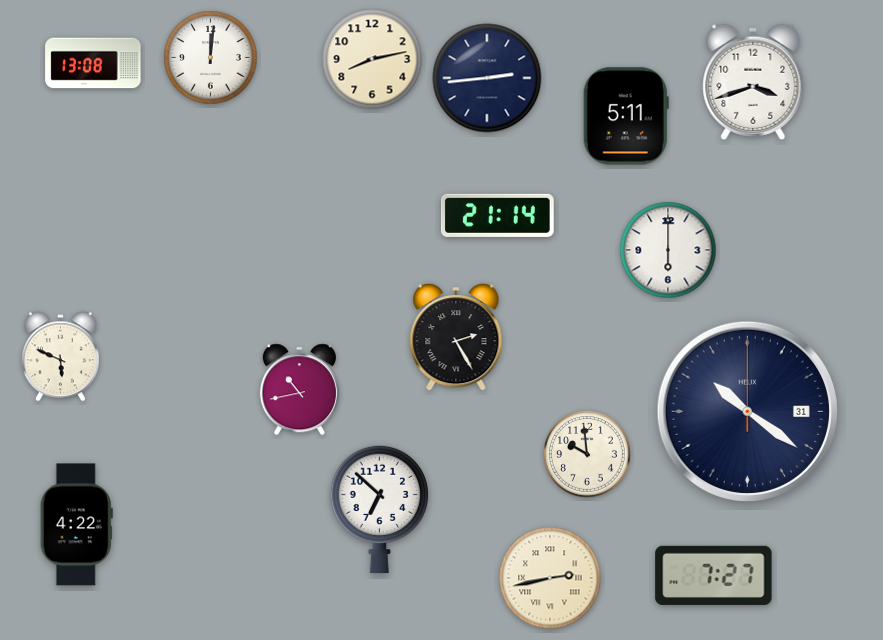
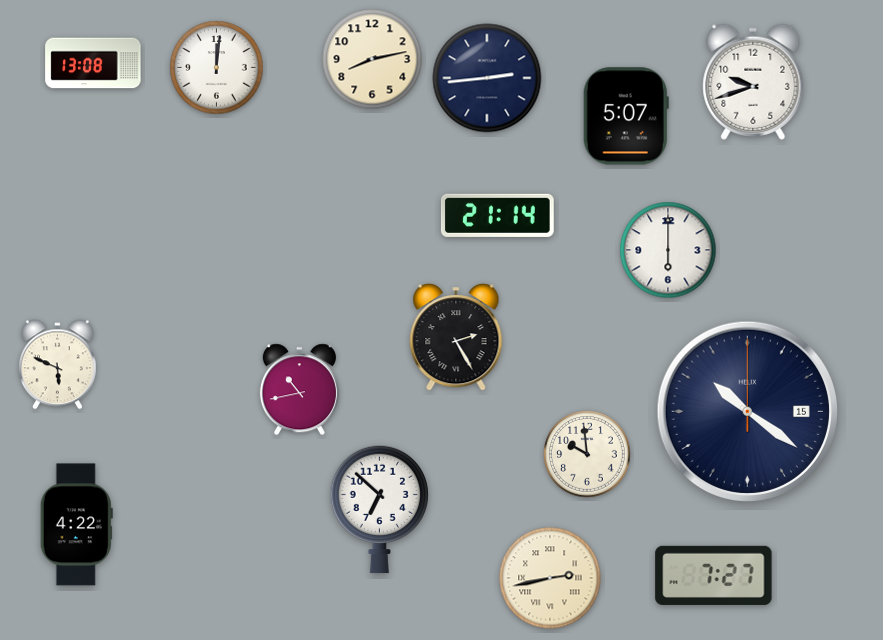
clock at (211, 58) position: (211, 58) -> (217, 68)
clock at (753, 82): 3:42 -> 9:42
clock at (626, 116): 5:11 -> 5:07
clock at (60, 357) position: (60, 357) -> (57, 365)
clock at (747, 411) date: 31 -> 15
